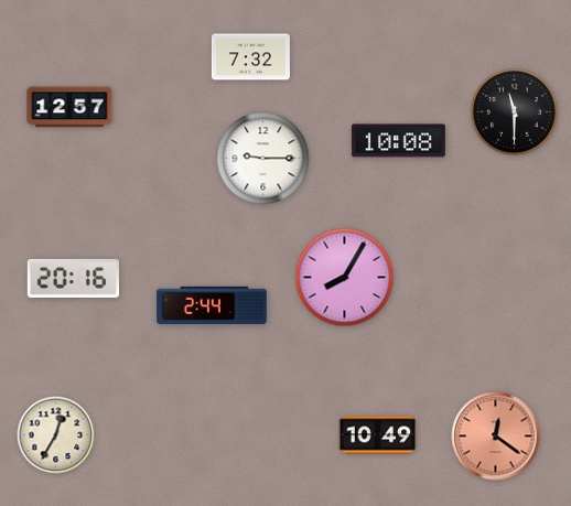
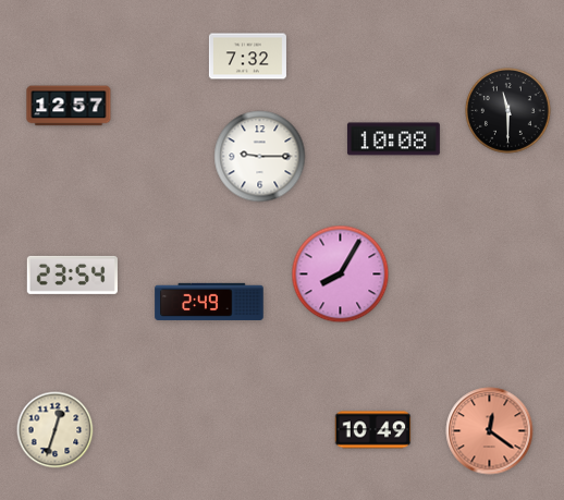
clock at (73, 278): 20:16 -> 23:54
clock at (212, 304): 2:44 -> 2:49
clock at (56, 435): 12:35 -> 12:33
